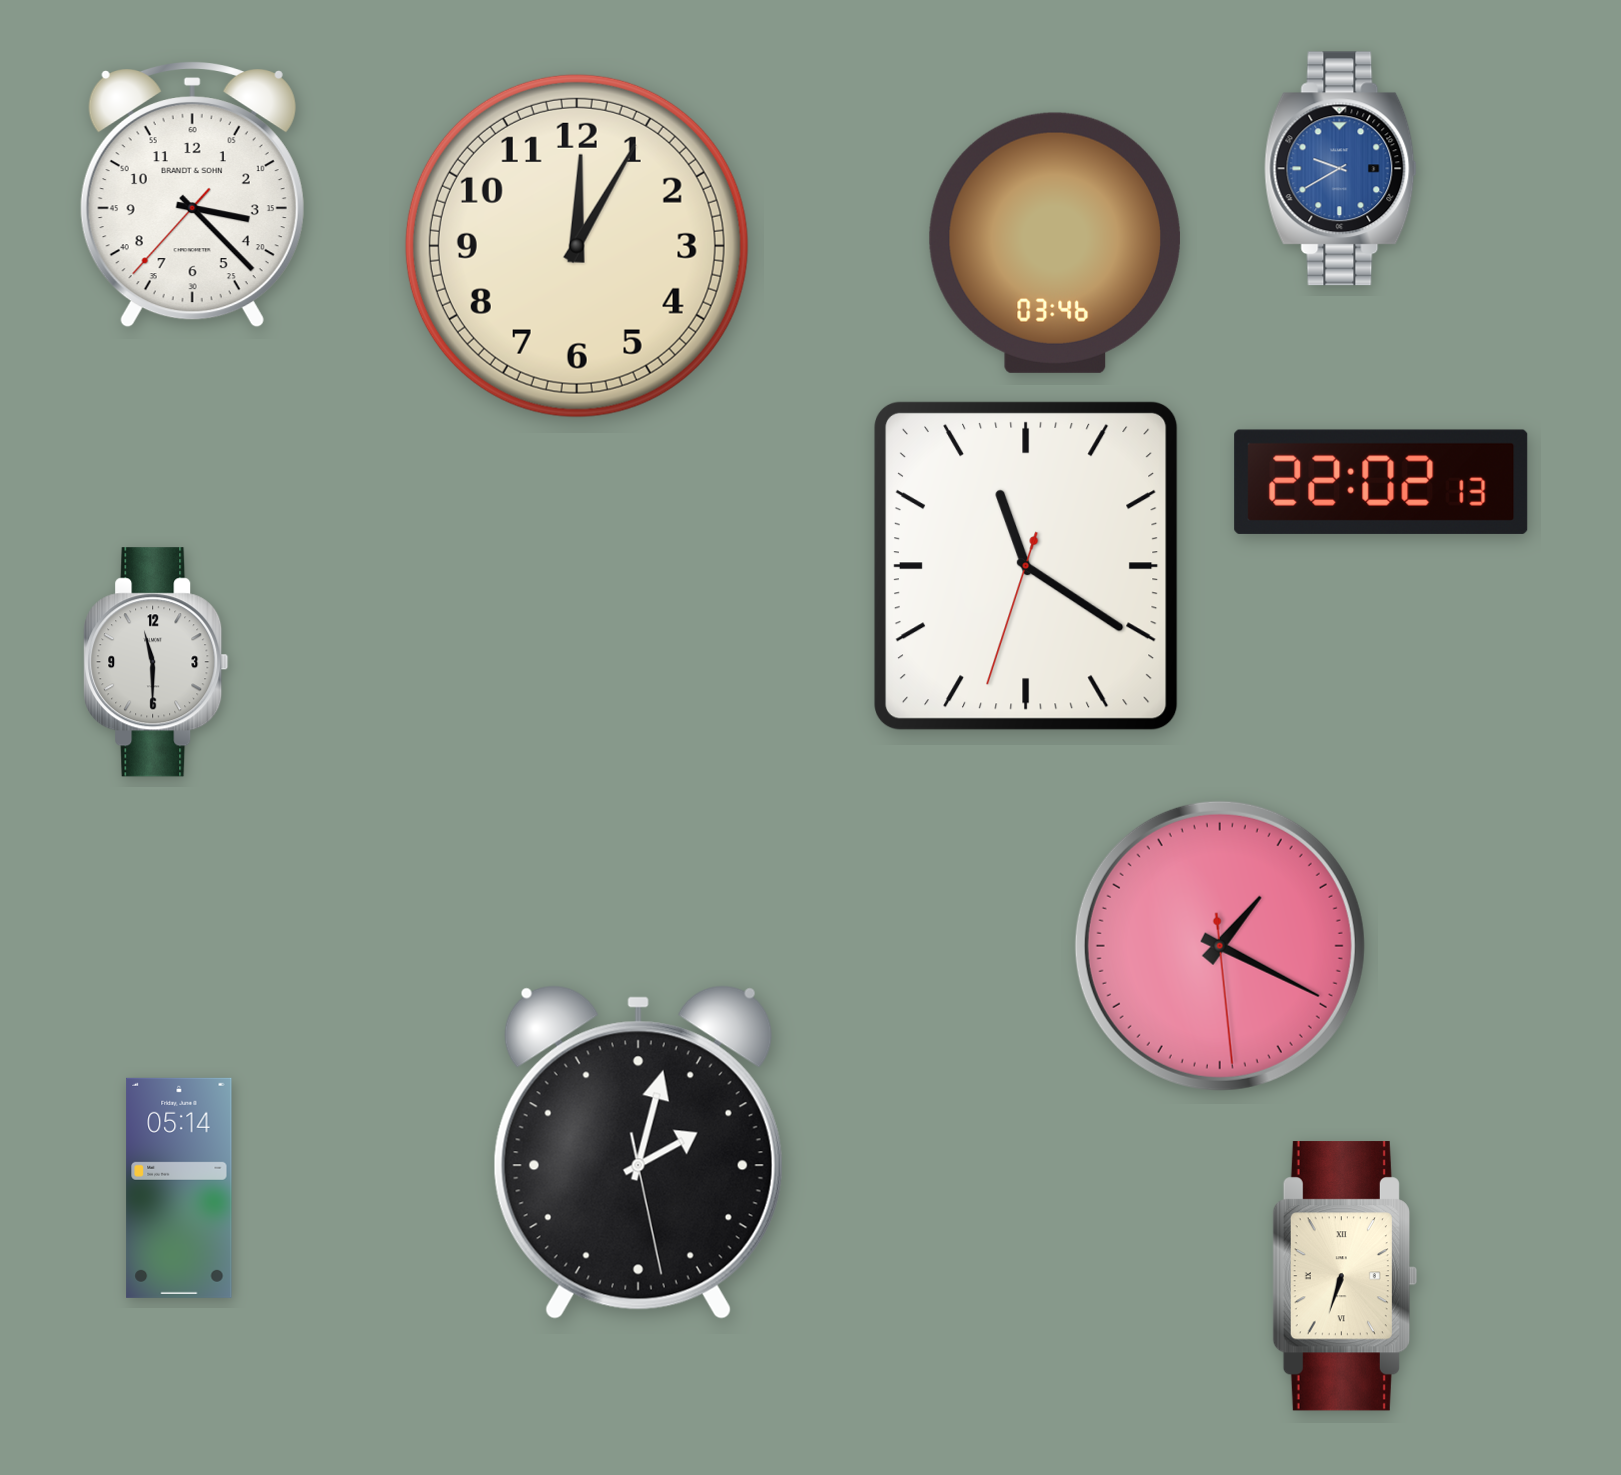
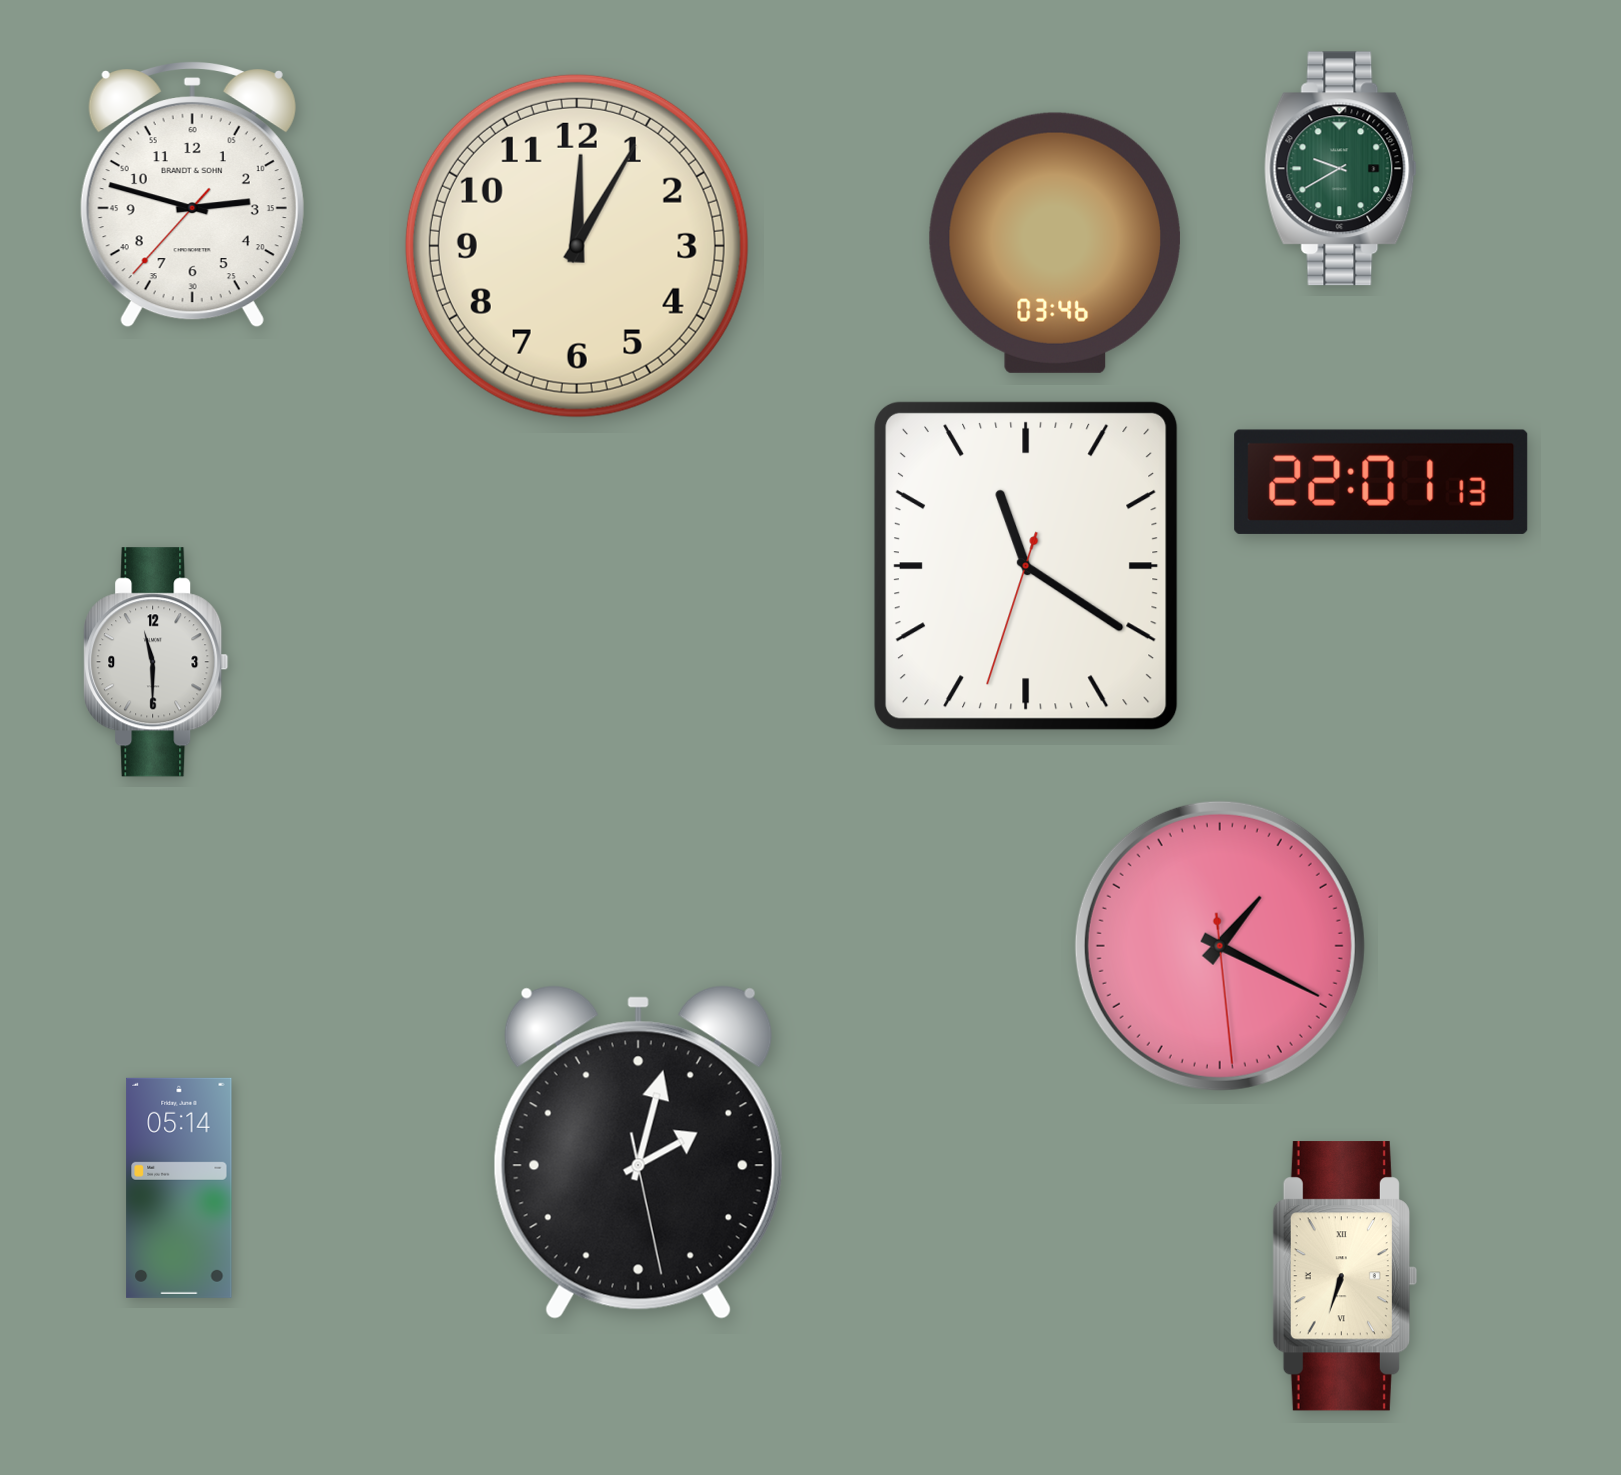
clock at (1341, 169) dial: blue -> green
clock at (192, 195): 3:22 -> 2:47
clock at (1381, 482): 22:02 -> 22:01
